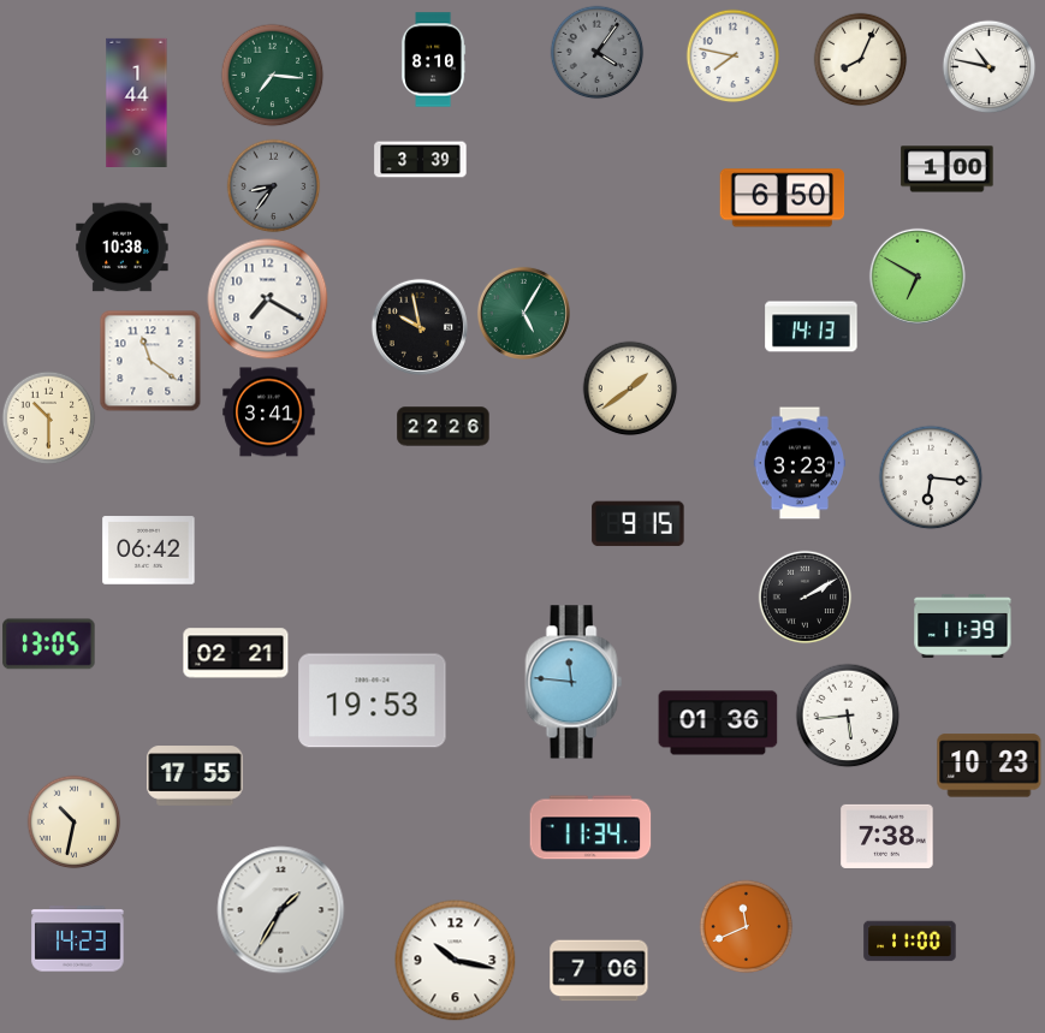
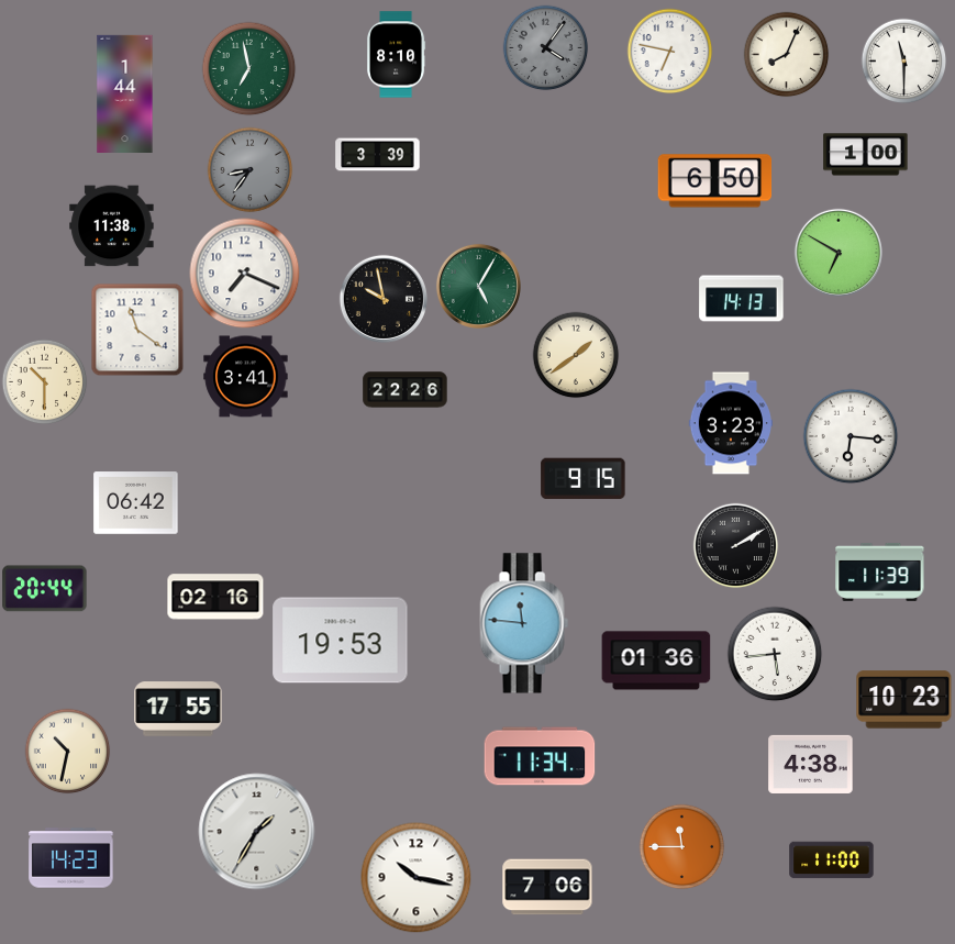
clock at (732, 55): 7:47 -> 6:47
clock at (988, 66): 10:47 -> 11:30
clock at (272, 75): 7:16 -> 6:58
clock at (421, 160) position: (421, 160) -> (378, 155)
clock at (123, 248): 10:38 -> 11:38
clock at (268, 299): 7:20 -> 7:19
clock at (49, 645): 13:05 -> 20:44
clock at (236, 653): 02:21 -> 02:16
clock at (887, 836): 7:38 -> 4:38
clock at (746, 926): 11:41 -> 11:45
